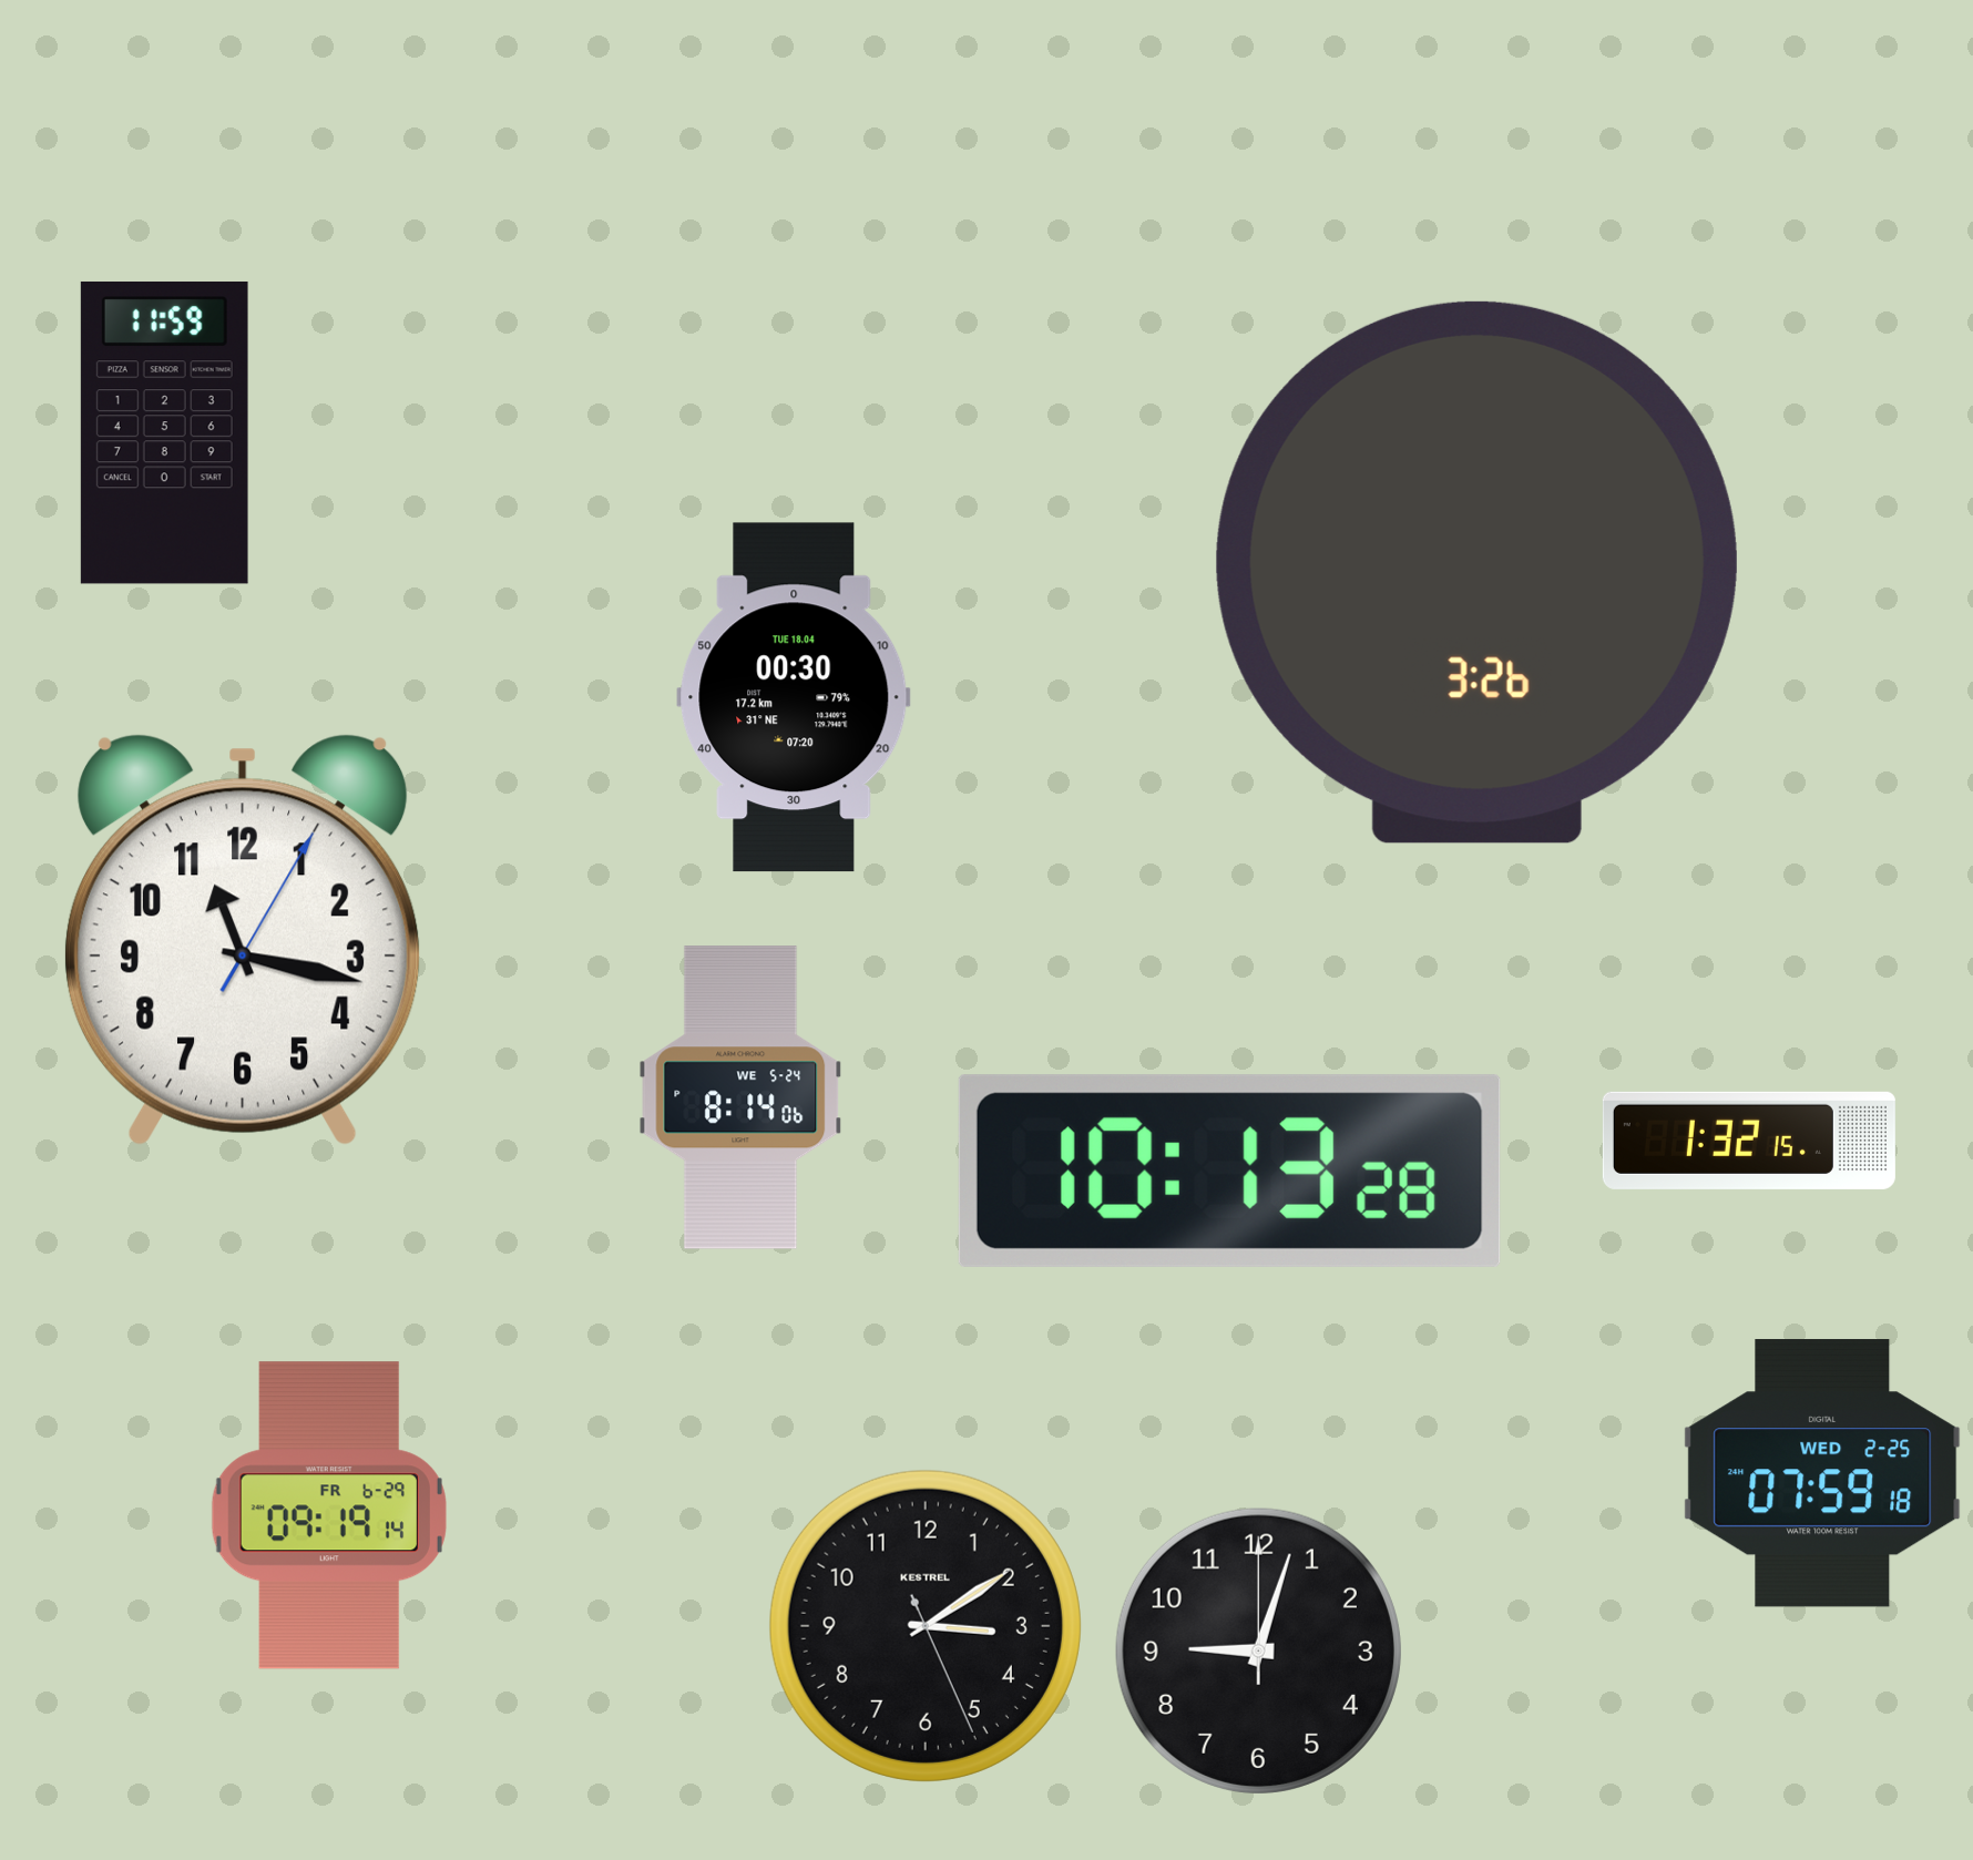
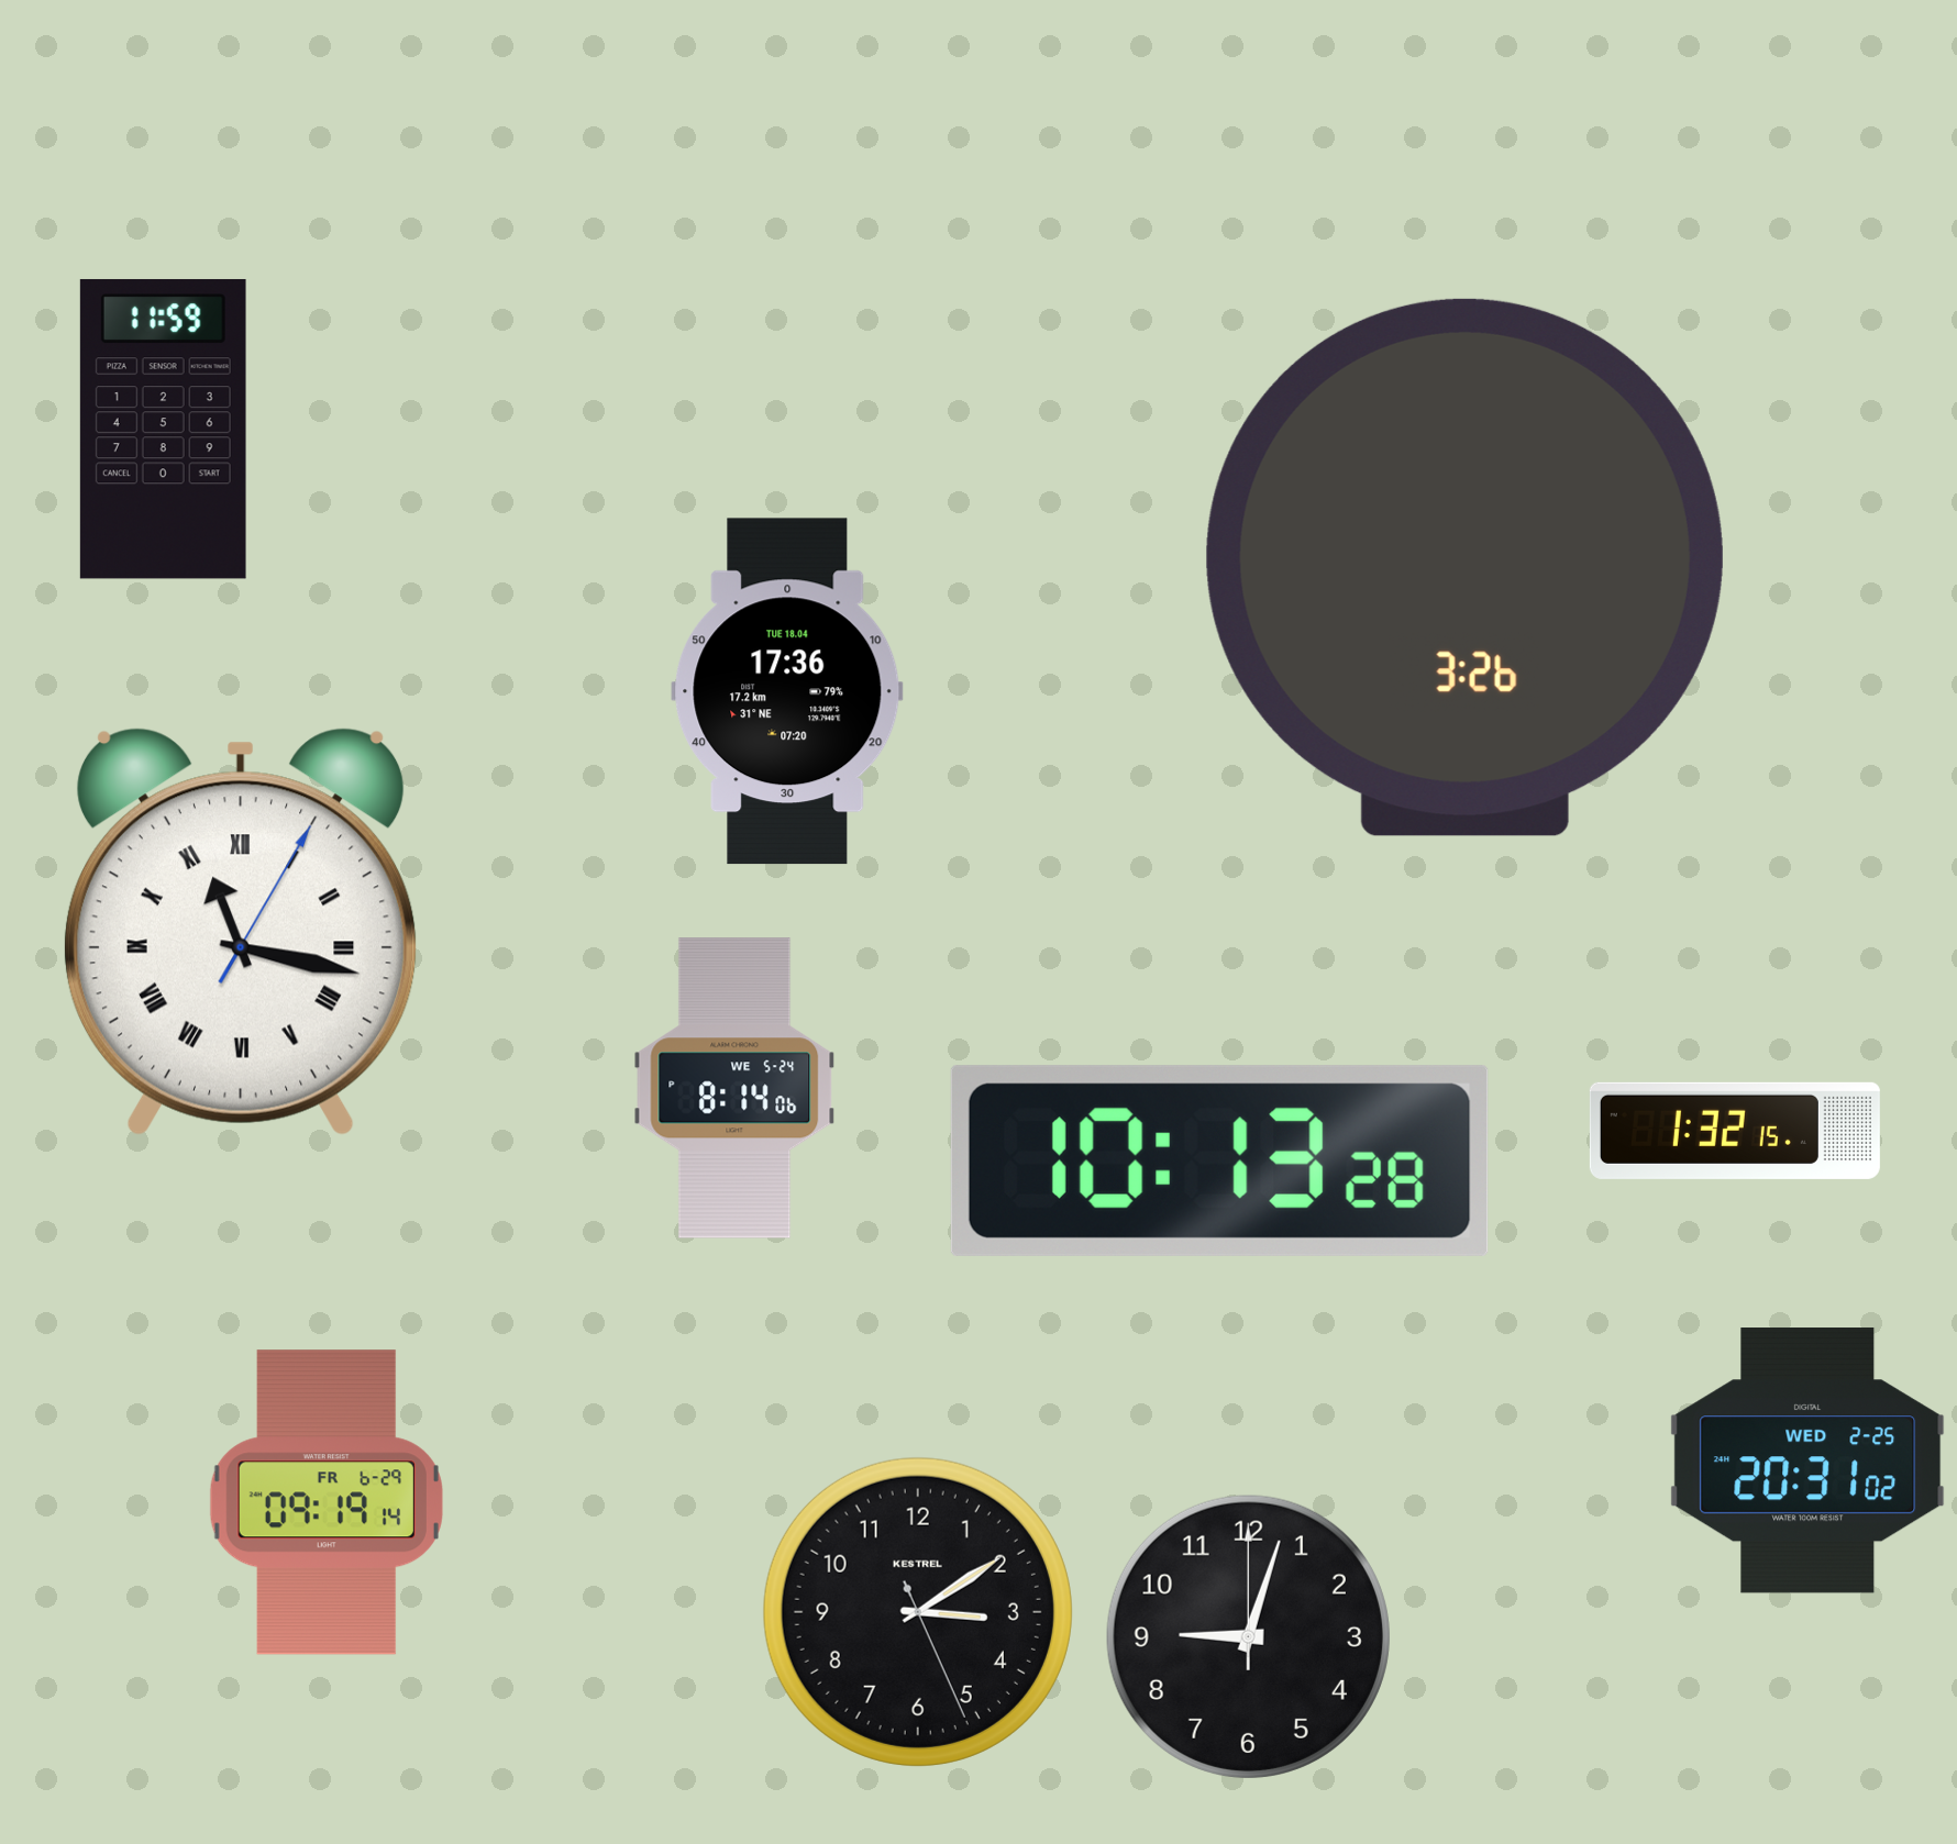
clock at (794, 697): 00:30 -> 17:36
clock at (243, 940) numerals: Arabic -> Roman
clock at (1822, 1473): 07:59 -> 20:31
